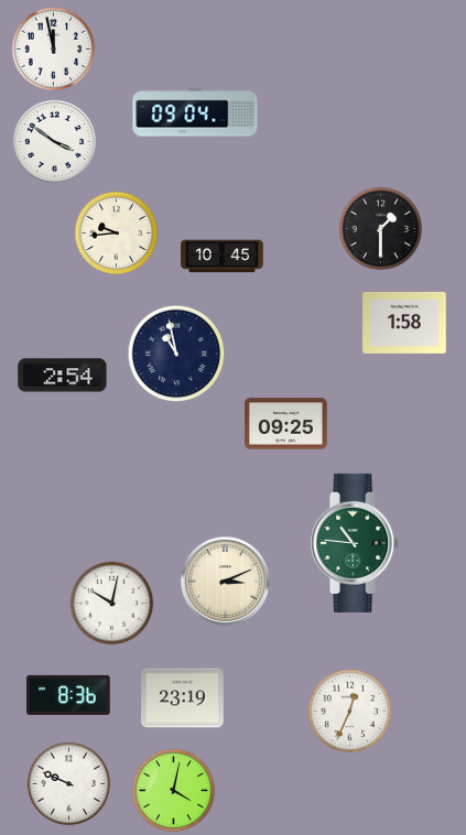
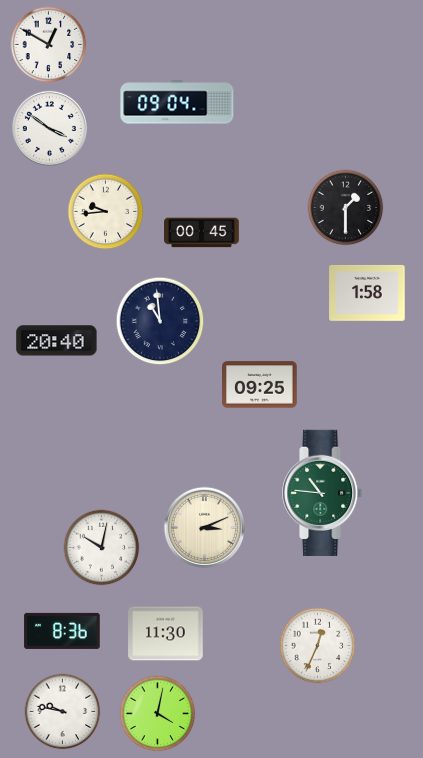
clock at (54, 50): 11:58 -> 12:50
clock at (223, 257): 10:45 -> 00:45
clock at (176, 354): 10:58 -> 10:59
clock at (63, 376): 2:54 -> 20:40
clock at (183, 698): 23:19 -> 11:30
clock at (69, 784): 9:49 -> 9:47
clock at (174, 791) position: (174, 791) -> (158, 714)
